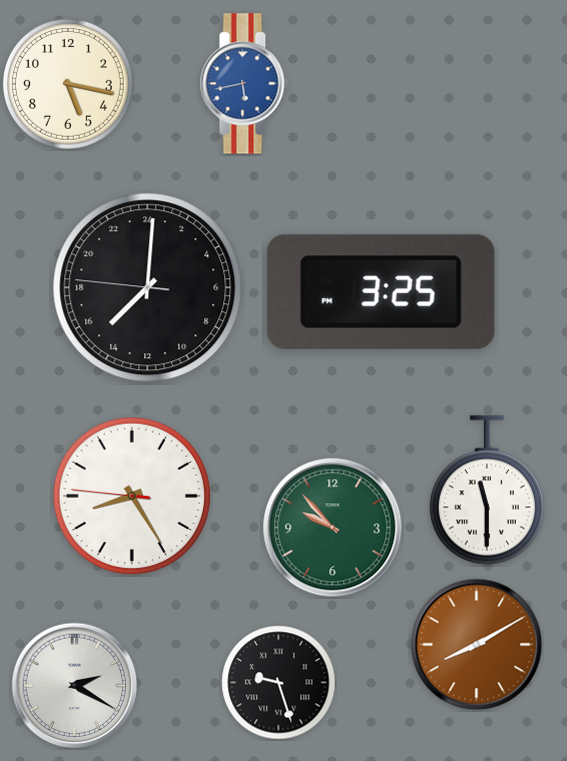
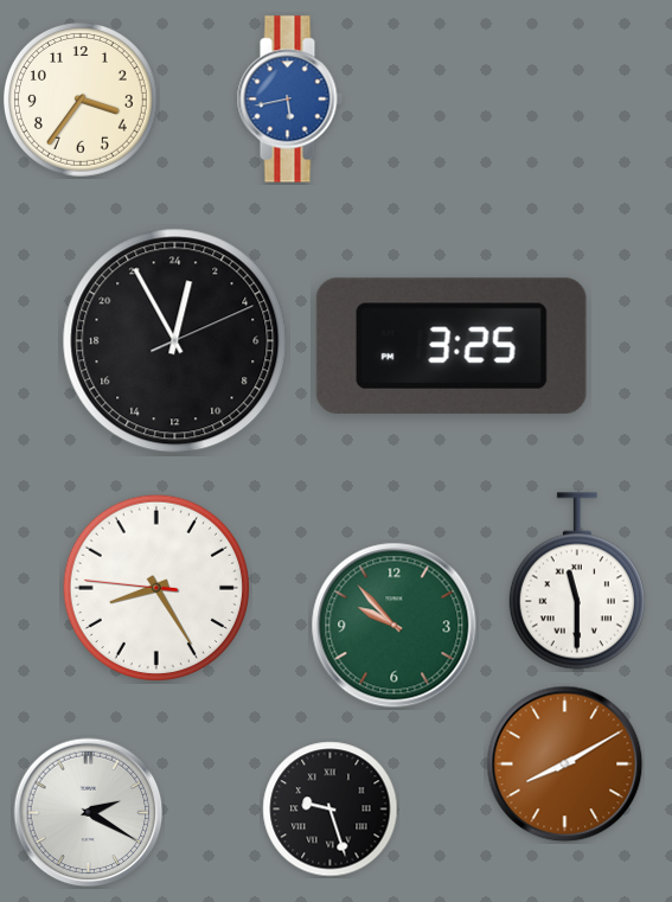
clock at (68, 84): 5:17 -> 3:36
clock at (148, 288): 15:00 -> 0:55
